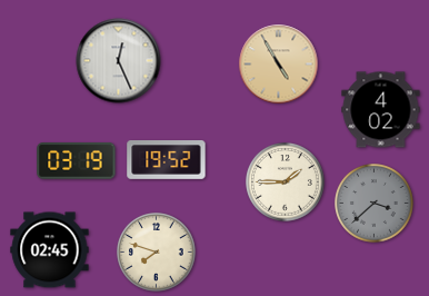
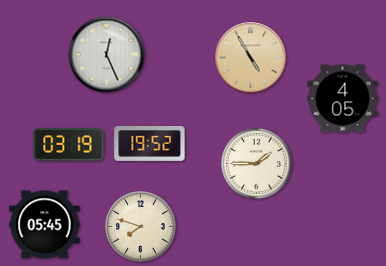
clock at (381, 110): 4:02 -> 4:05
clock at (375, 204): 3:38 -> none
clock at (50, 250): 02:45 -> 05:45
